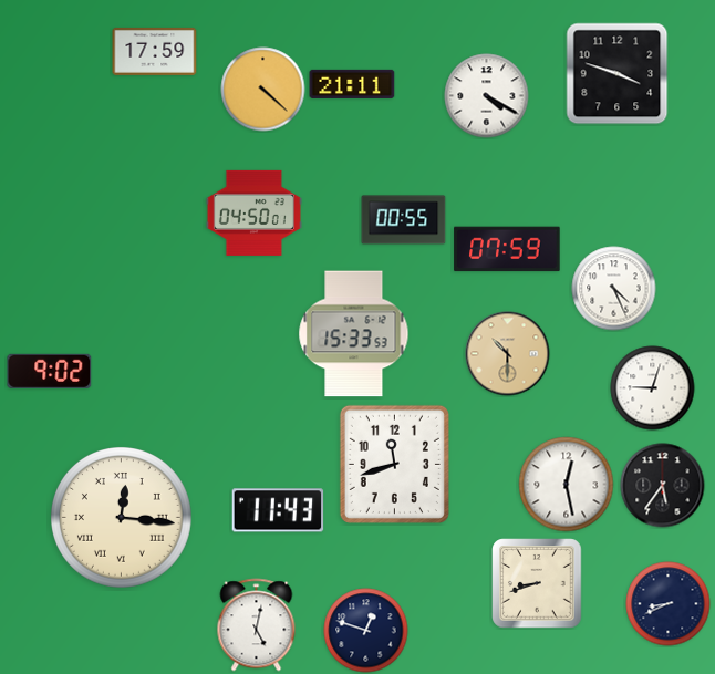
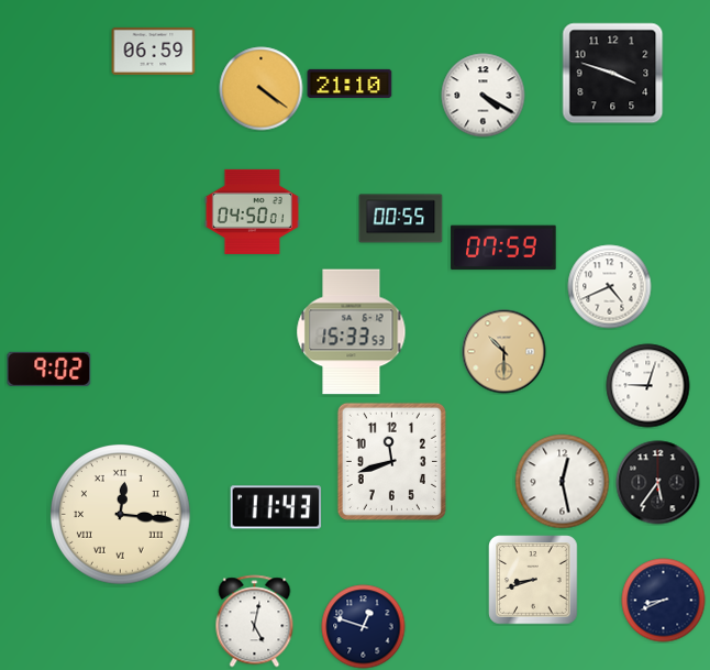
clock at (155, 51): 17:59 -> 06:59
clock at (352, 84): 21:11 -> 21:10
clock at (263, 90): 4:22 -> 4:21
clock at (614, 289): 4:26 -> 4:41
